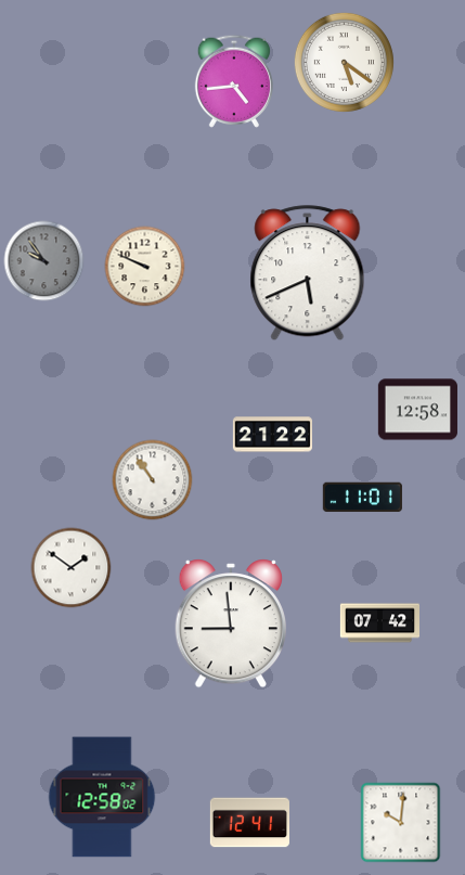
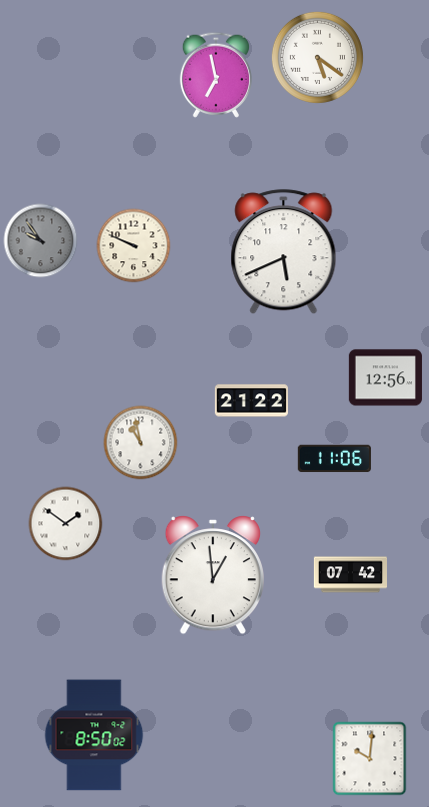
clock at (233, 81): 4:44 -> 6:58
clock at (417, 410): 12:58 -> 12:56
clock at (153, 480): 10:54 -> 10:58
clock at (362, 498): 11:01 -> 11:06
clock at (231, 623): 8:59 -> 12:59
clock at (102, 797): 12:58 -> 8:50
clock at (249, 823): 12:41 -> none
